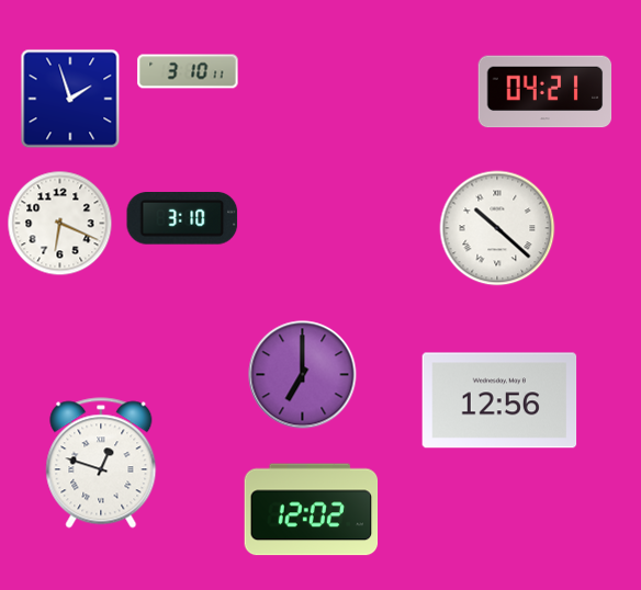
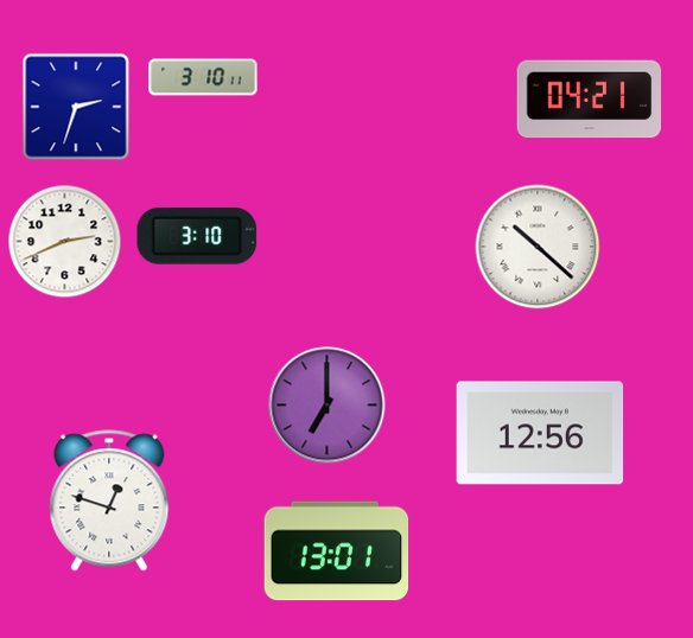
clock at (70, 99): 1:57 -> 2:33
clock at (60, 224): 6:19 -> 2:41
clock at (312, 510): 12:02 -> 13:01
